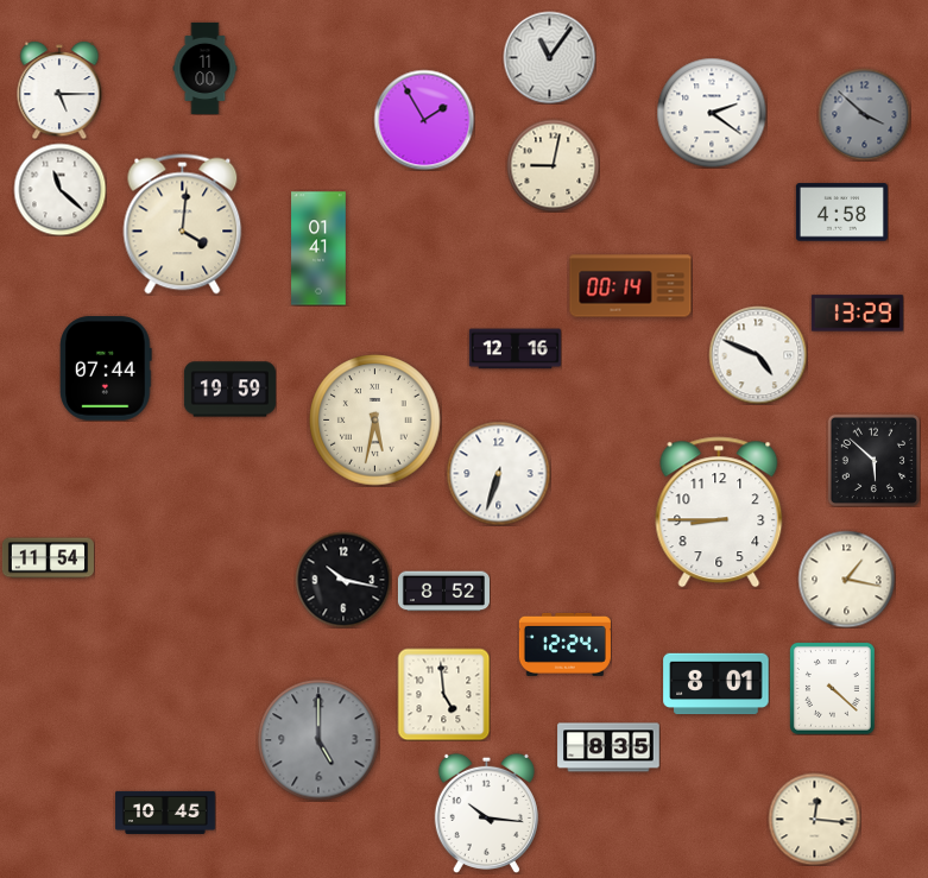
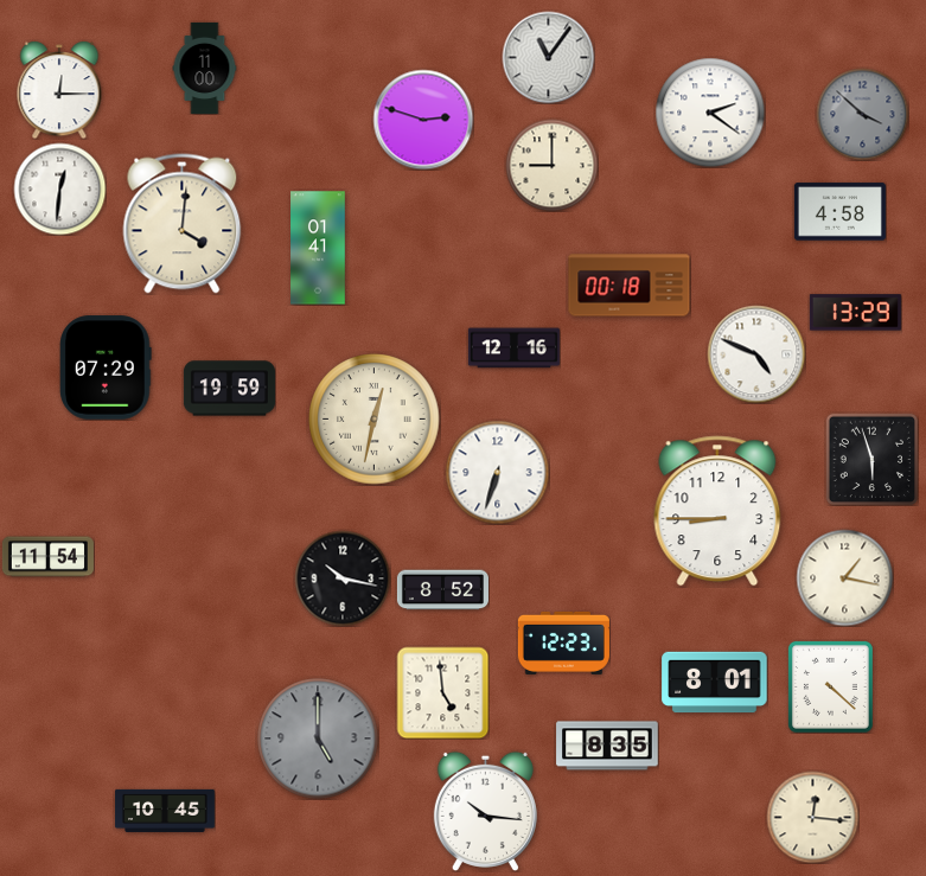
clock at (59, 90): 5:15 -> 12:15
clock at (424, 120): 1:55 -> 2:48
clock at (553, 165): 9:02 -> 9:00
clock at (59, 189): 11:22 -> 12:31
clock at (631, 286): 00:14 -> 00:18
clock at (106, 368): 07:44 -> 07:29
clock at (375, 421): 5:32 -> 12:32
clock at (873, 460): 5:52 -> 5:57
clock at (564, 644): 12:24 -> 12:23
